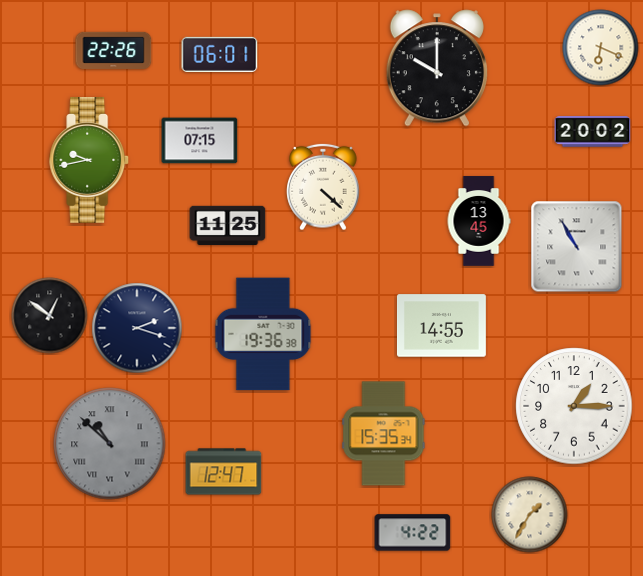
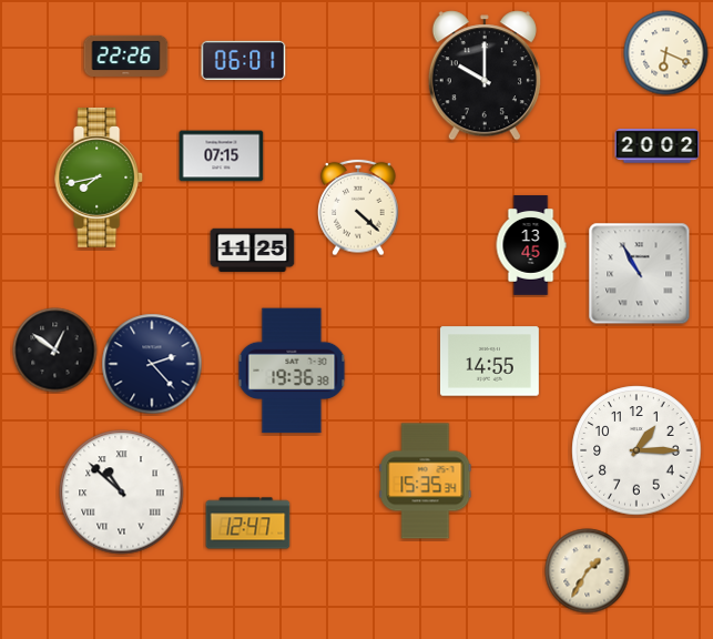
clock at (90, 160): 9:43 -> 7:43
clock at (137, 328): 2:18 -> 2:23
clock at (110, 444) dial: grey -> white
clock at (413, 533): 4:22 -> none
